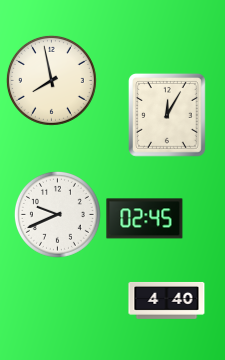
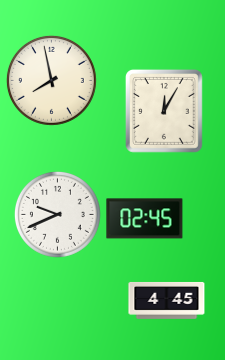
clock at (167, 115) position: (167, 115) -> (164, 111)
clock at (167, 300): 4:40 -> 4:45
